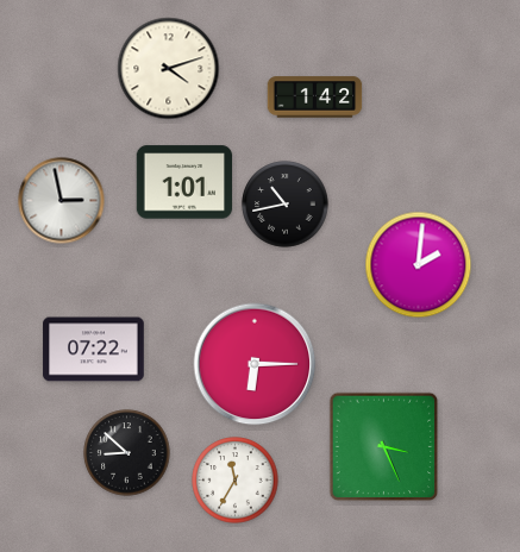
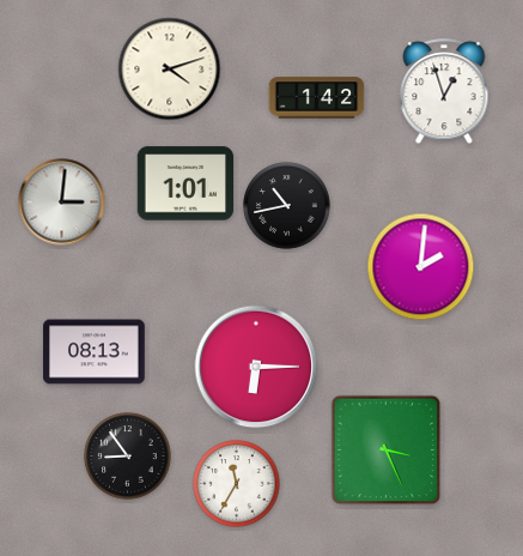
clock at (444, 92): none -> 12:57
clock at (62, 201): 2:58 -> 3:01
clock at (94, 350): 07:22 -> 08:13
clock at (127, 453): 8:52 -> 8:54
